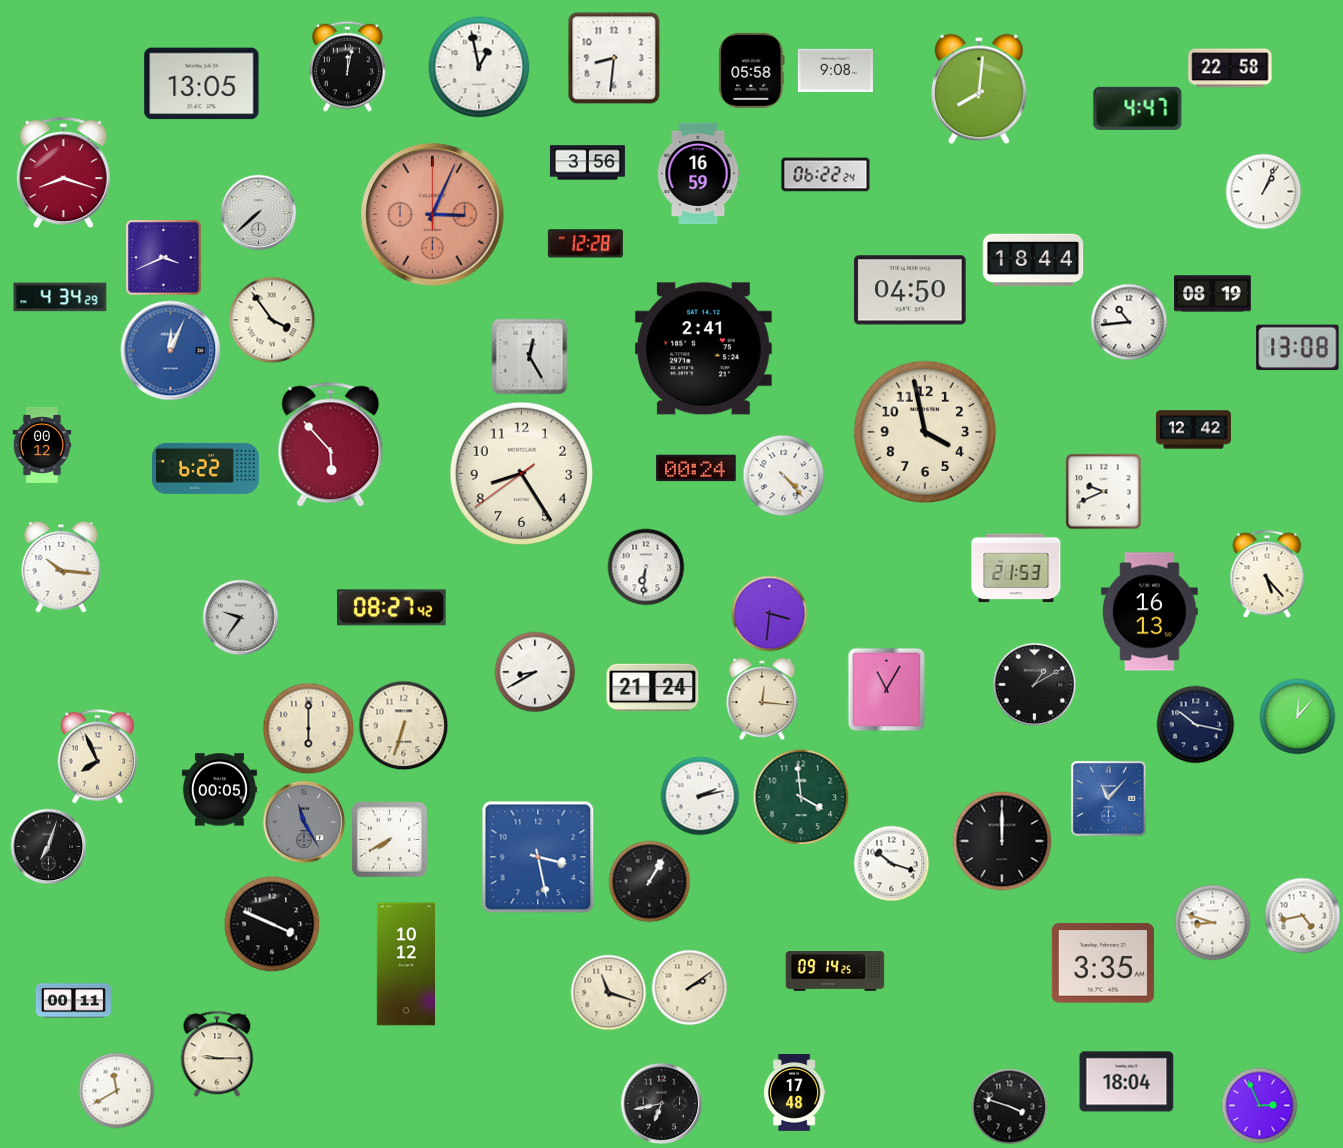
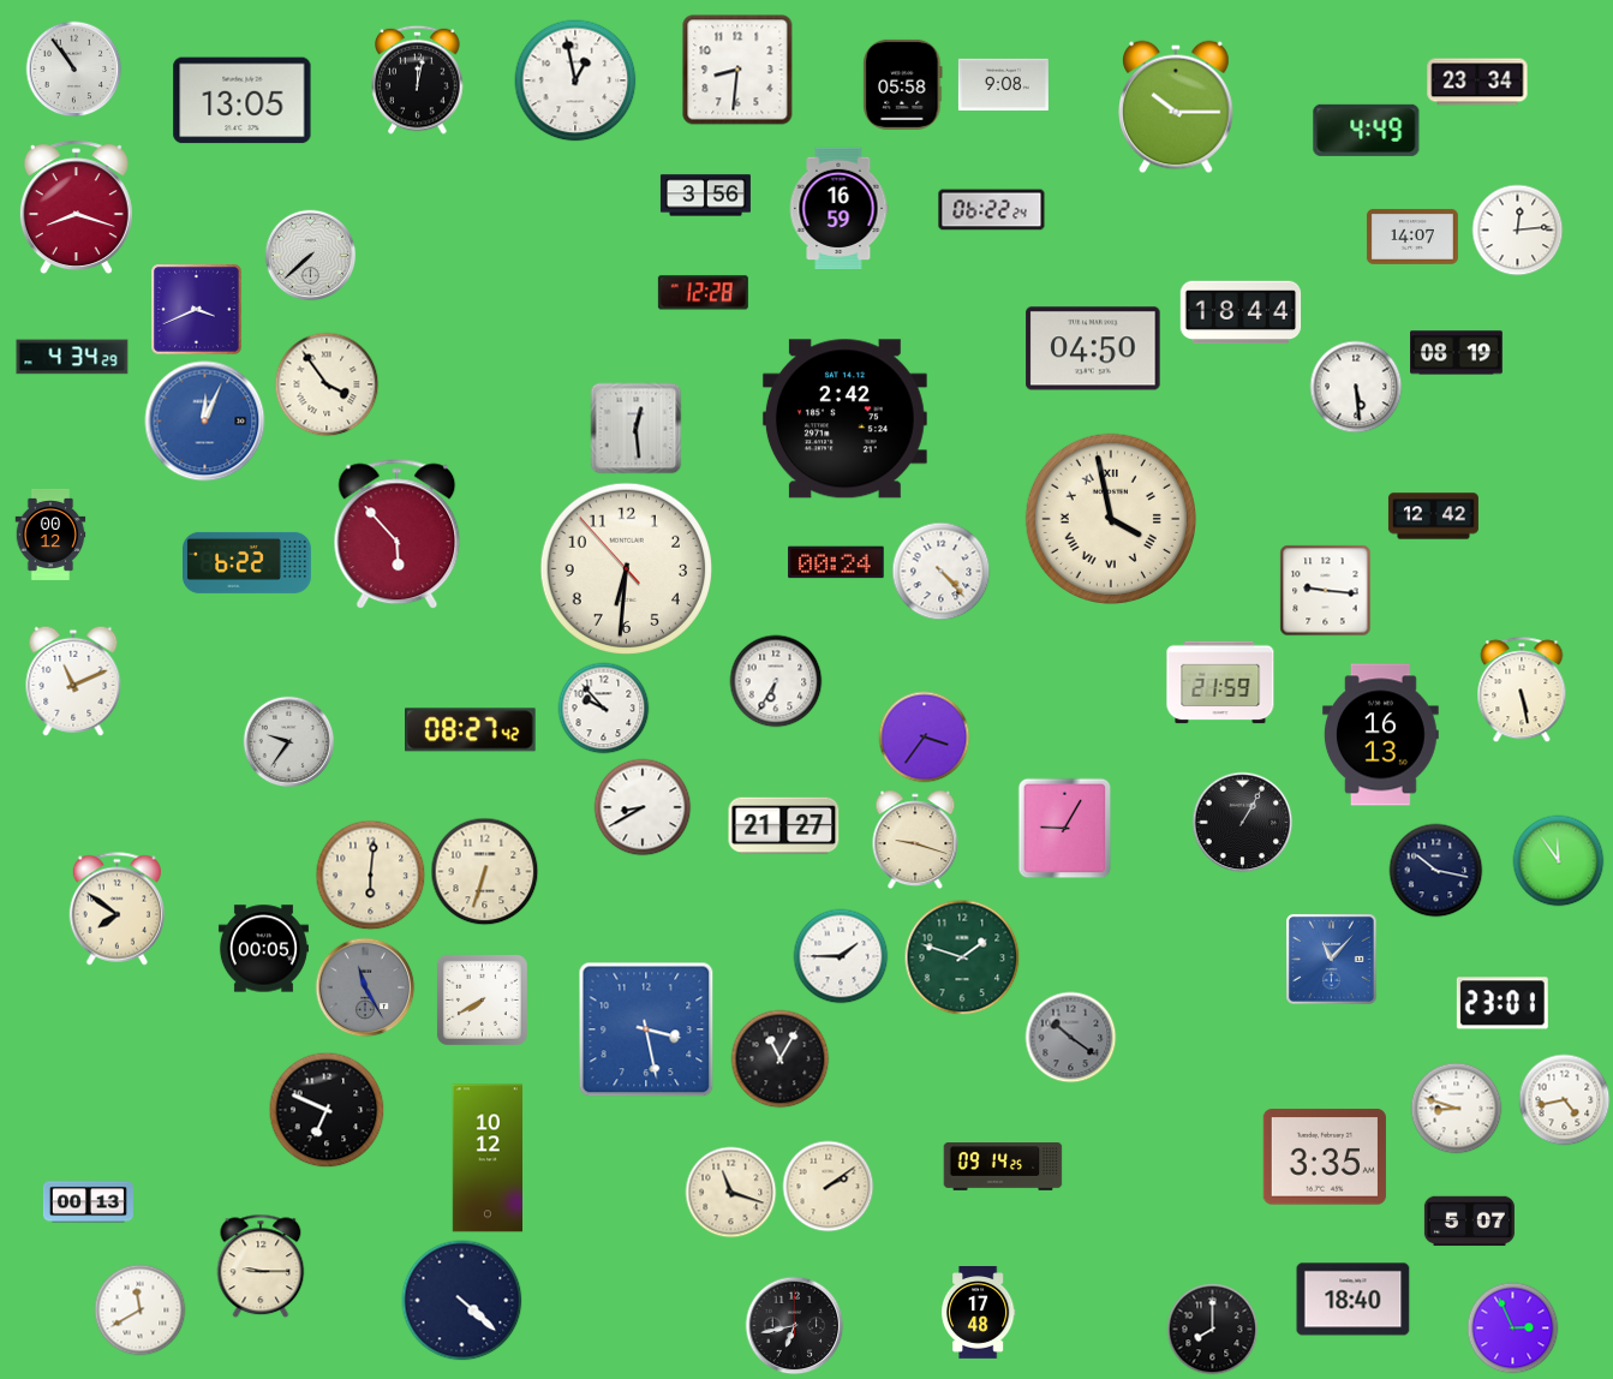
clock at (74, 70): none -> 10:54
clock at (1230, 68): 22:58 -> 23:34
clock at (980, 89): 8:01 -> 10:15
clock at (1138, 108): 4:47 -> 4:49
clock at (1264, 192): 1:04 -> 12:14
clock at (1412, 237): none -> 14:07
clock at (433, 215): 3:04 -> none
clock at (1129, 322): 10:44 -> 5:29
clock at (1298, 348): 13:08 -> none
clock at (703, 349): 2:41 -> 2:42
clock at (530, 357): 12:25 -> 12:29
clock at (924, 431) numerals: Arabic -> Roman
clock at (521, 473): 8:24 -> 6:30
clock at (1104, 492): 9:41 -> 9:16
clock at (61, 567): 10:16 -> 11:11
clock at (646, 567): 6:31 -> 6:35
clock at (1016, 568): 21:53 -> 21:59
clock at (1267, 575): 5:23 -> 5:28
clock at (604, 709): none -> 9:53
clock at (770, 614): 3:31 -> 3:36
clock at (1035, 685): 1:10 -> 1:05
clock at (653, 688): 21:24 -> 21:27
clock at (887, 690): 11:05 -> 9:05
clock at (762, 699): 12:16 -> 9:18
clock at (1298, 717): 12:07 -> 11:54
clock at (309, 729): 6:00 -> 6:01
clock at (97, 757): 7:56 -> 7:51
clock at (700, 796): 2:13 -> 1:45
clock at (801, 797): 3:59 -> 1:48
clock at (1503, 1003): none -> 23:01
clock at (389, 839) position: (389, 839) -> (482, 999)
clock at (1002, 841): 12:00 -> none
clock at (49, 847): 7:03 -> none
clock at (892, 864): 10:18 -> 10:21
clock at (892, 864) dial: white -> grey
clock at (650, 882): 1:05 -> 11:05
clock at (272, 924): 3:49 -> 6:49
clock at (73, 1001): 00:11 -> 00:13
clock at (1469, 1222): none -> 5:07
clock at (1127, 1082): 18:04 -> 18:40
clock at (462, 1301): none -> 4:22
clock at (794, 1093) position: (794, 1093) -> (978, 1313)
clock at (1010, 1107): 3:48 -> 8:00
